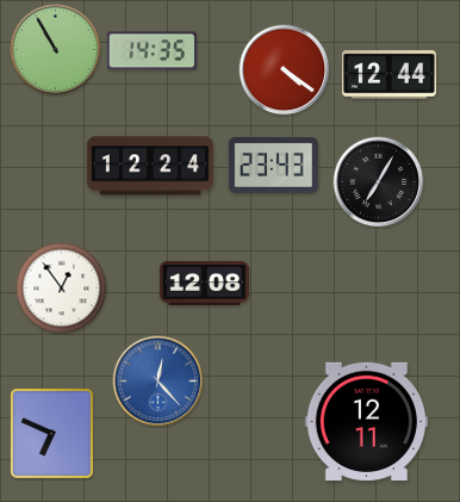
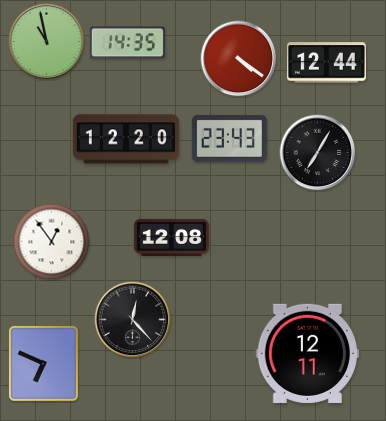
clock at (56, 50): 10:55 -> 10:58
clock at (150, 166): 12:24 -> 12:20
clock at (158, 382) dial: blue -> black
